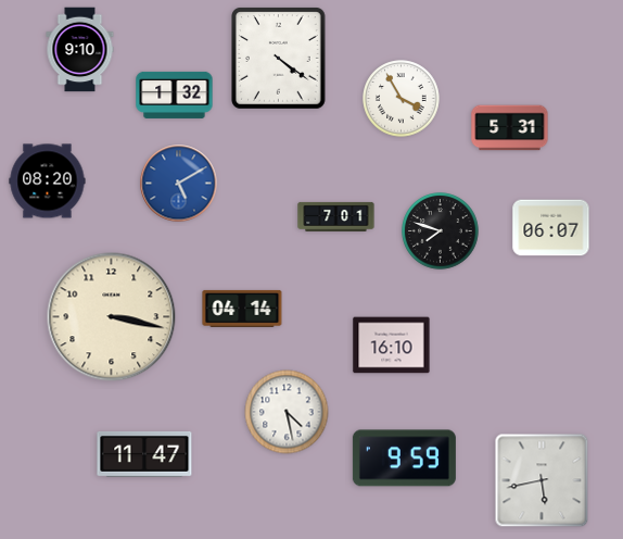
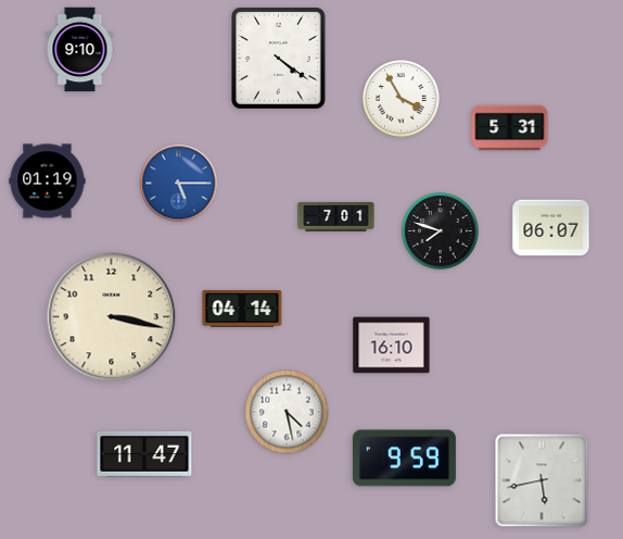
clock at (175, 95): 1:32 -> none
clock at (48, 181): 08:20 -> 01:19
clock at (179, 184): 5:10 -> 5:15
